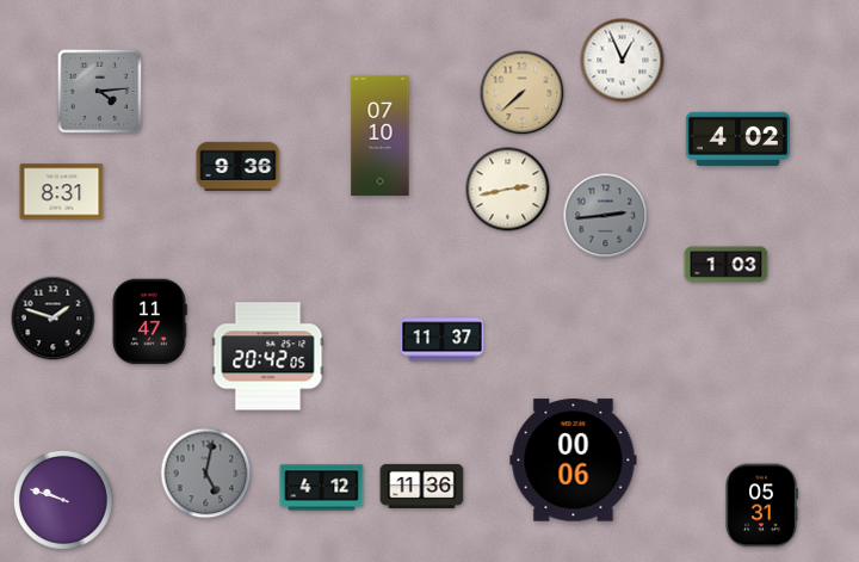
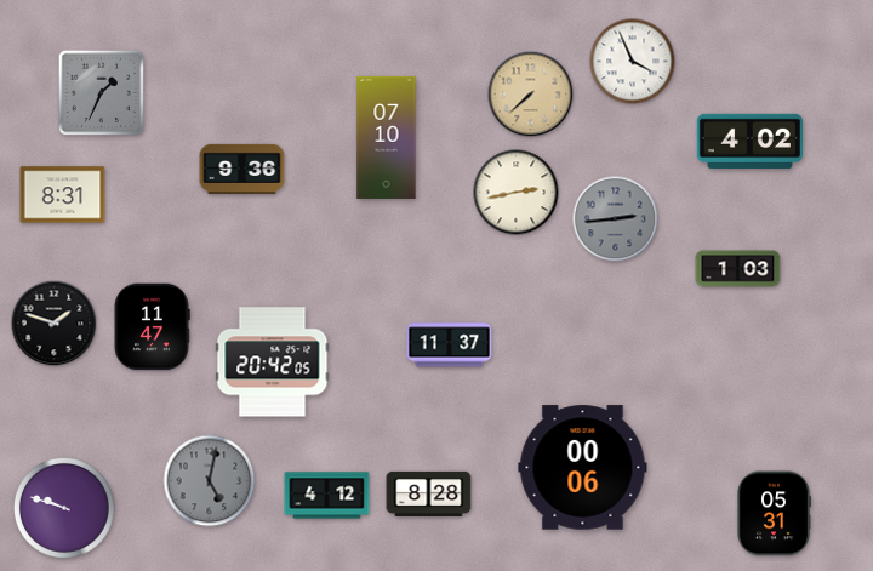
clock at (623, 61): 12:56 -> 3:56
clock at (100, 92): 4:14 -> 1:34
clock at (422, 486): 11:36 -> 8:28
